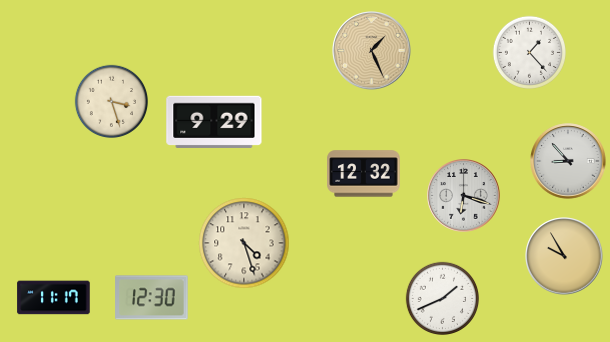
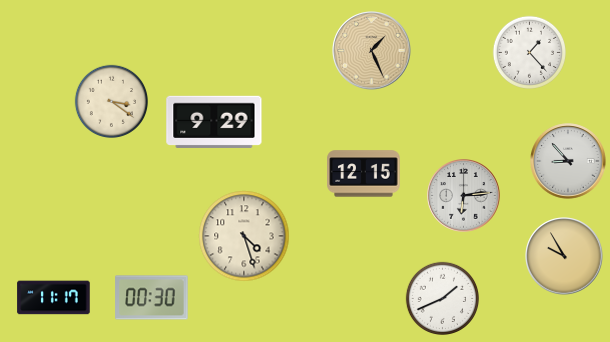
clock at (111, 101): 3:27 -> 3:21
clock at (364, 174): 12:32 -> 12:15
clock at (464, 196): 6:18 -> 6:14
clock at (244, 243) position: (244, 243) -> (244, 236)
clock at (152, 298): 12:30 -> 00:30
